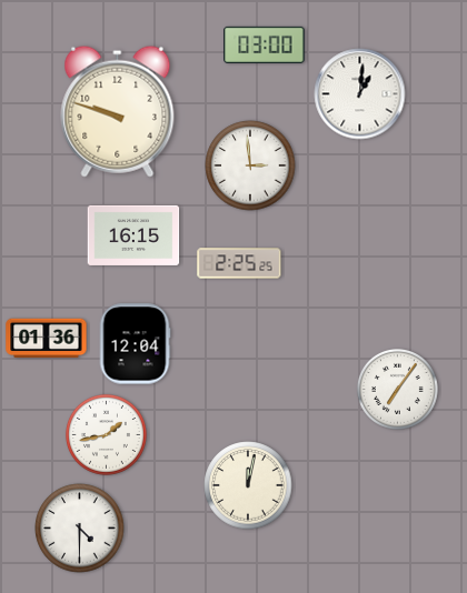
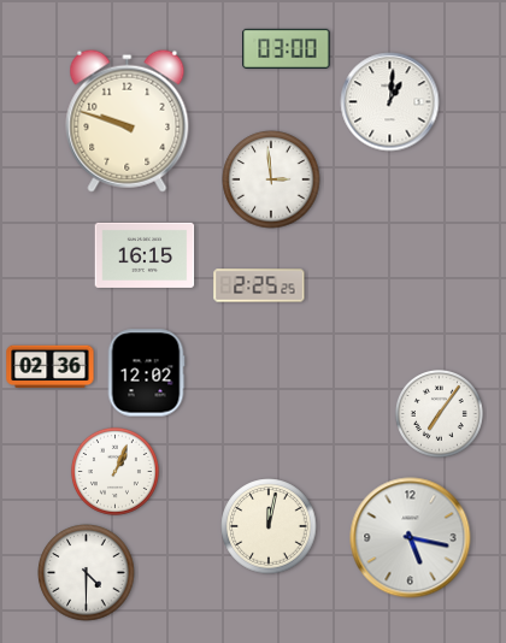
clock at (47, 339): 01:36 -> 02:36
clock at (135, 344): 12:04 -> 12:02
clock at (397, 389) position: (397, 389) -> (439, 413)
clock at (106, 434): 1:43 -> 1:04
clock at (411, 538): none -> 5:17
